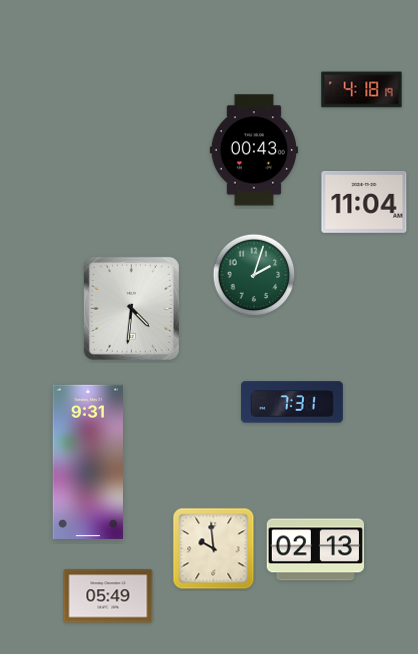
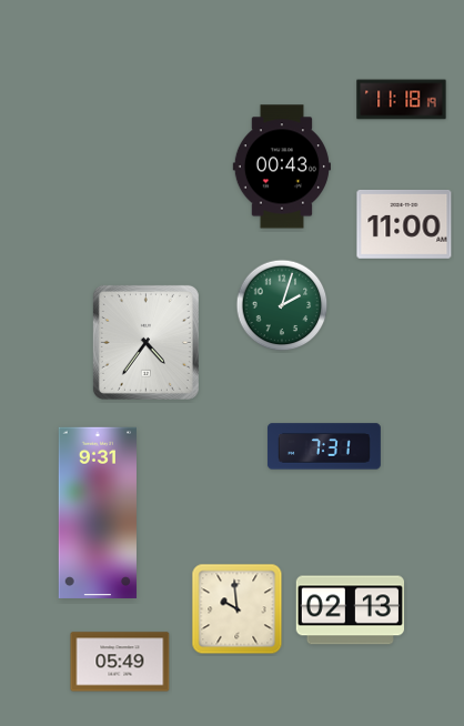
clock at (362, 90): 4:18 -> 11:18
clock at (364, 202): 11:04 -> 11:00
clock at (131, 308): 4:31 -> 4:36
